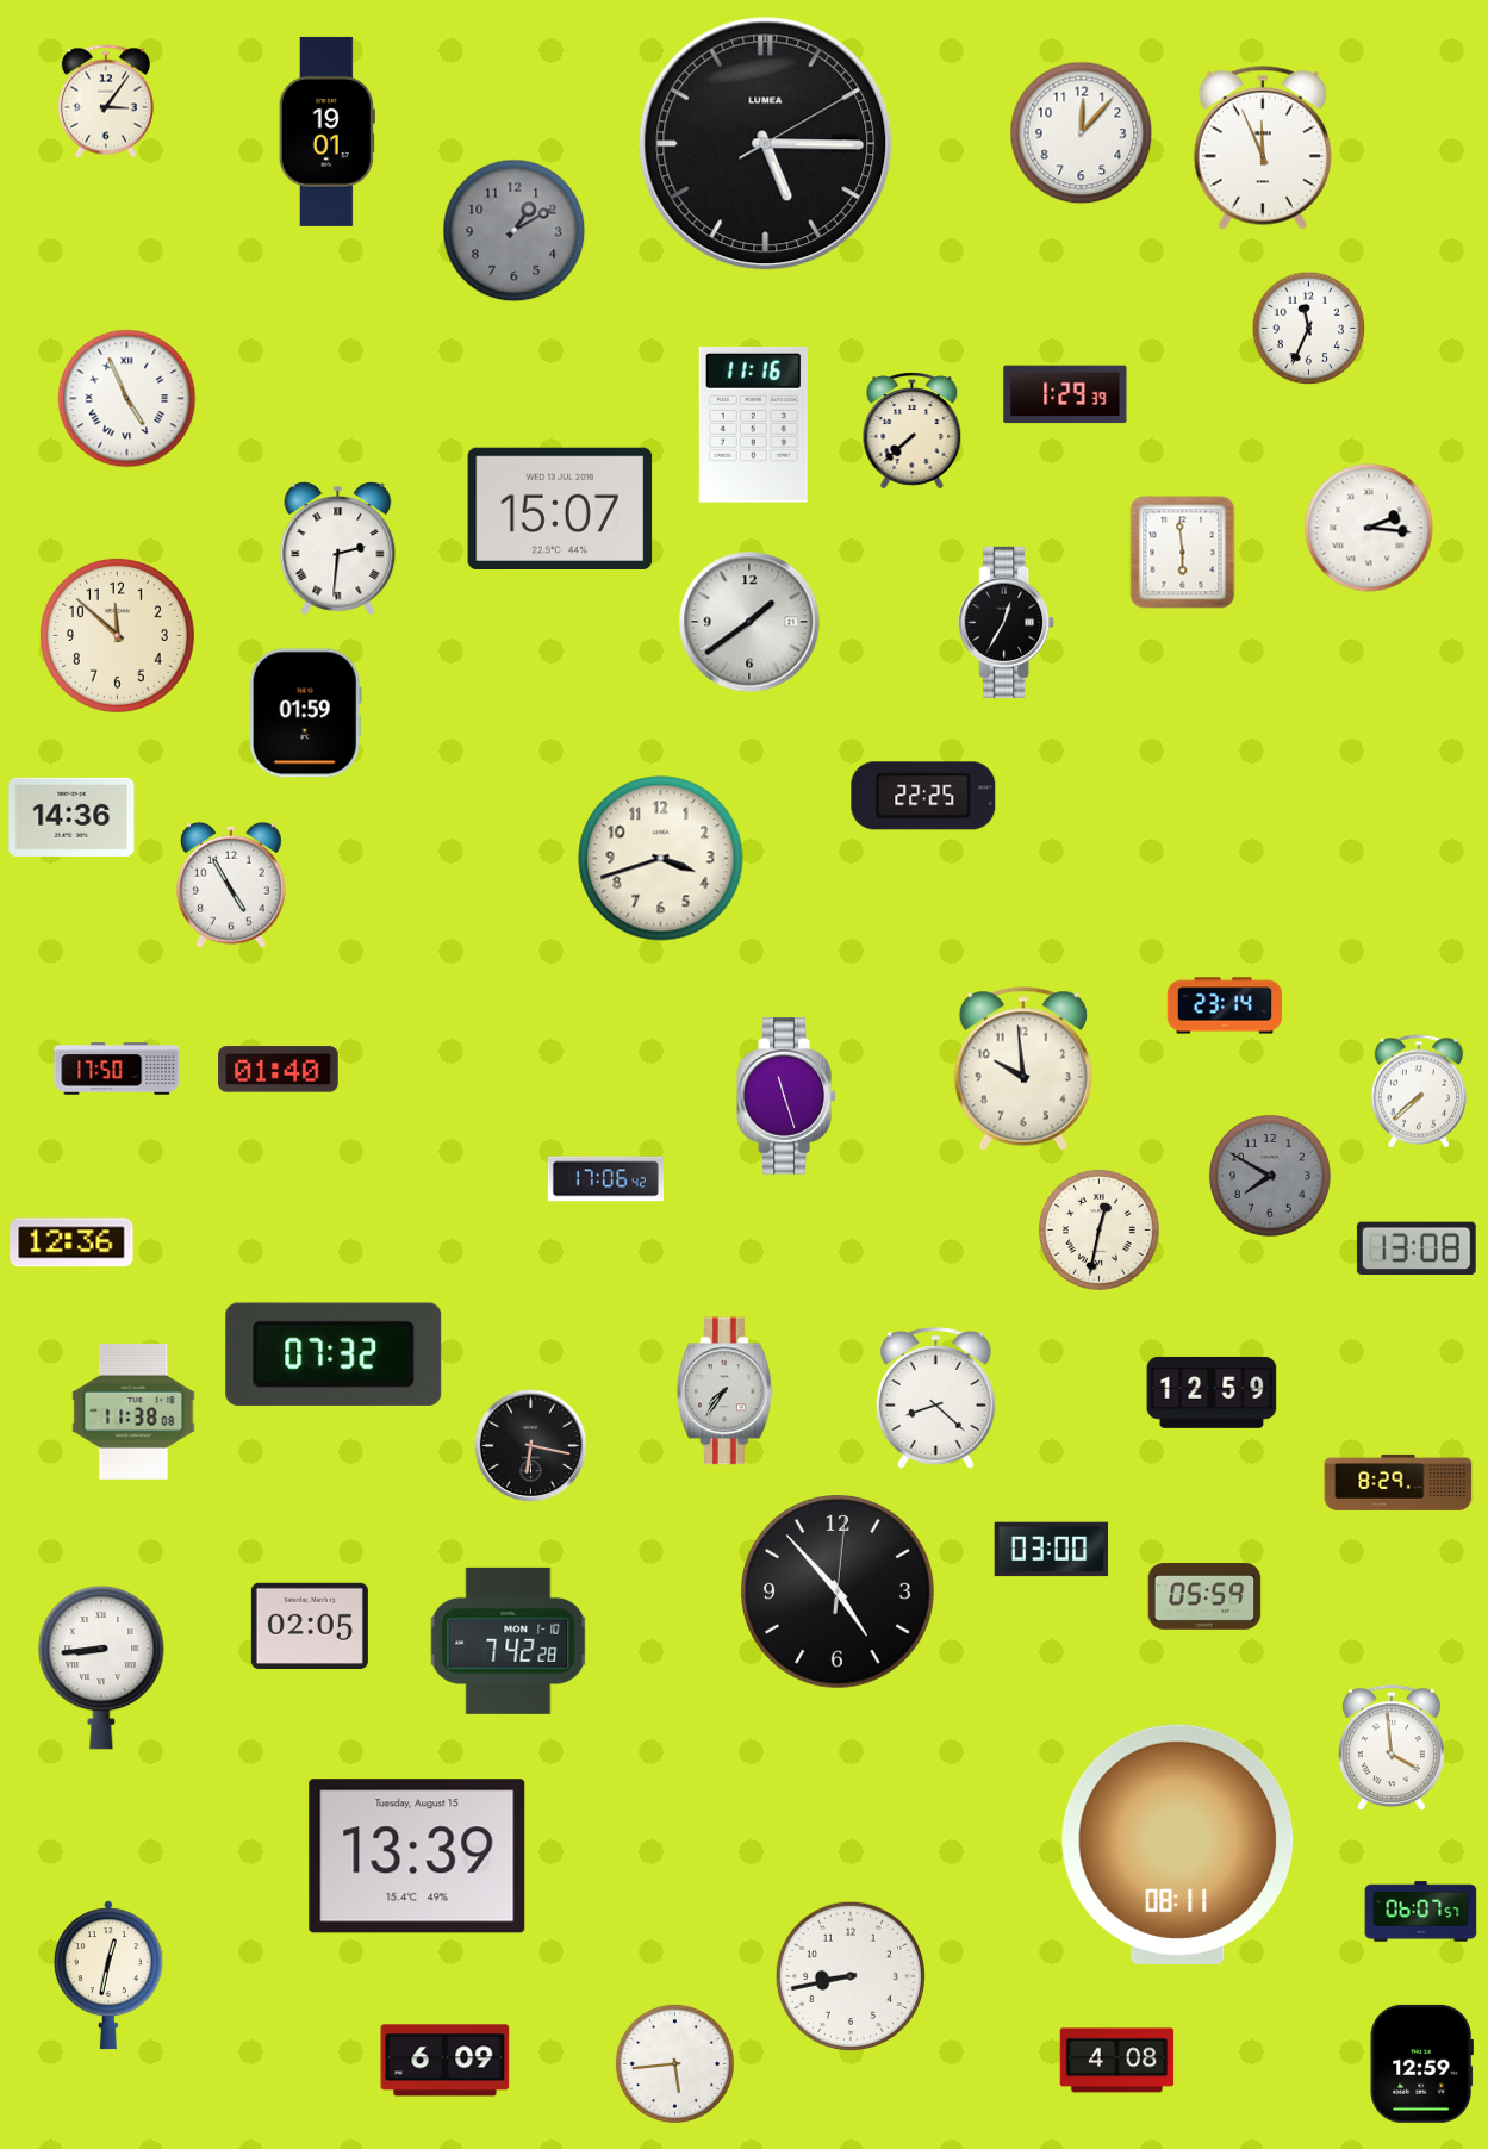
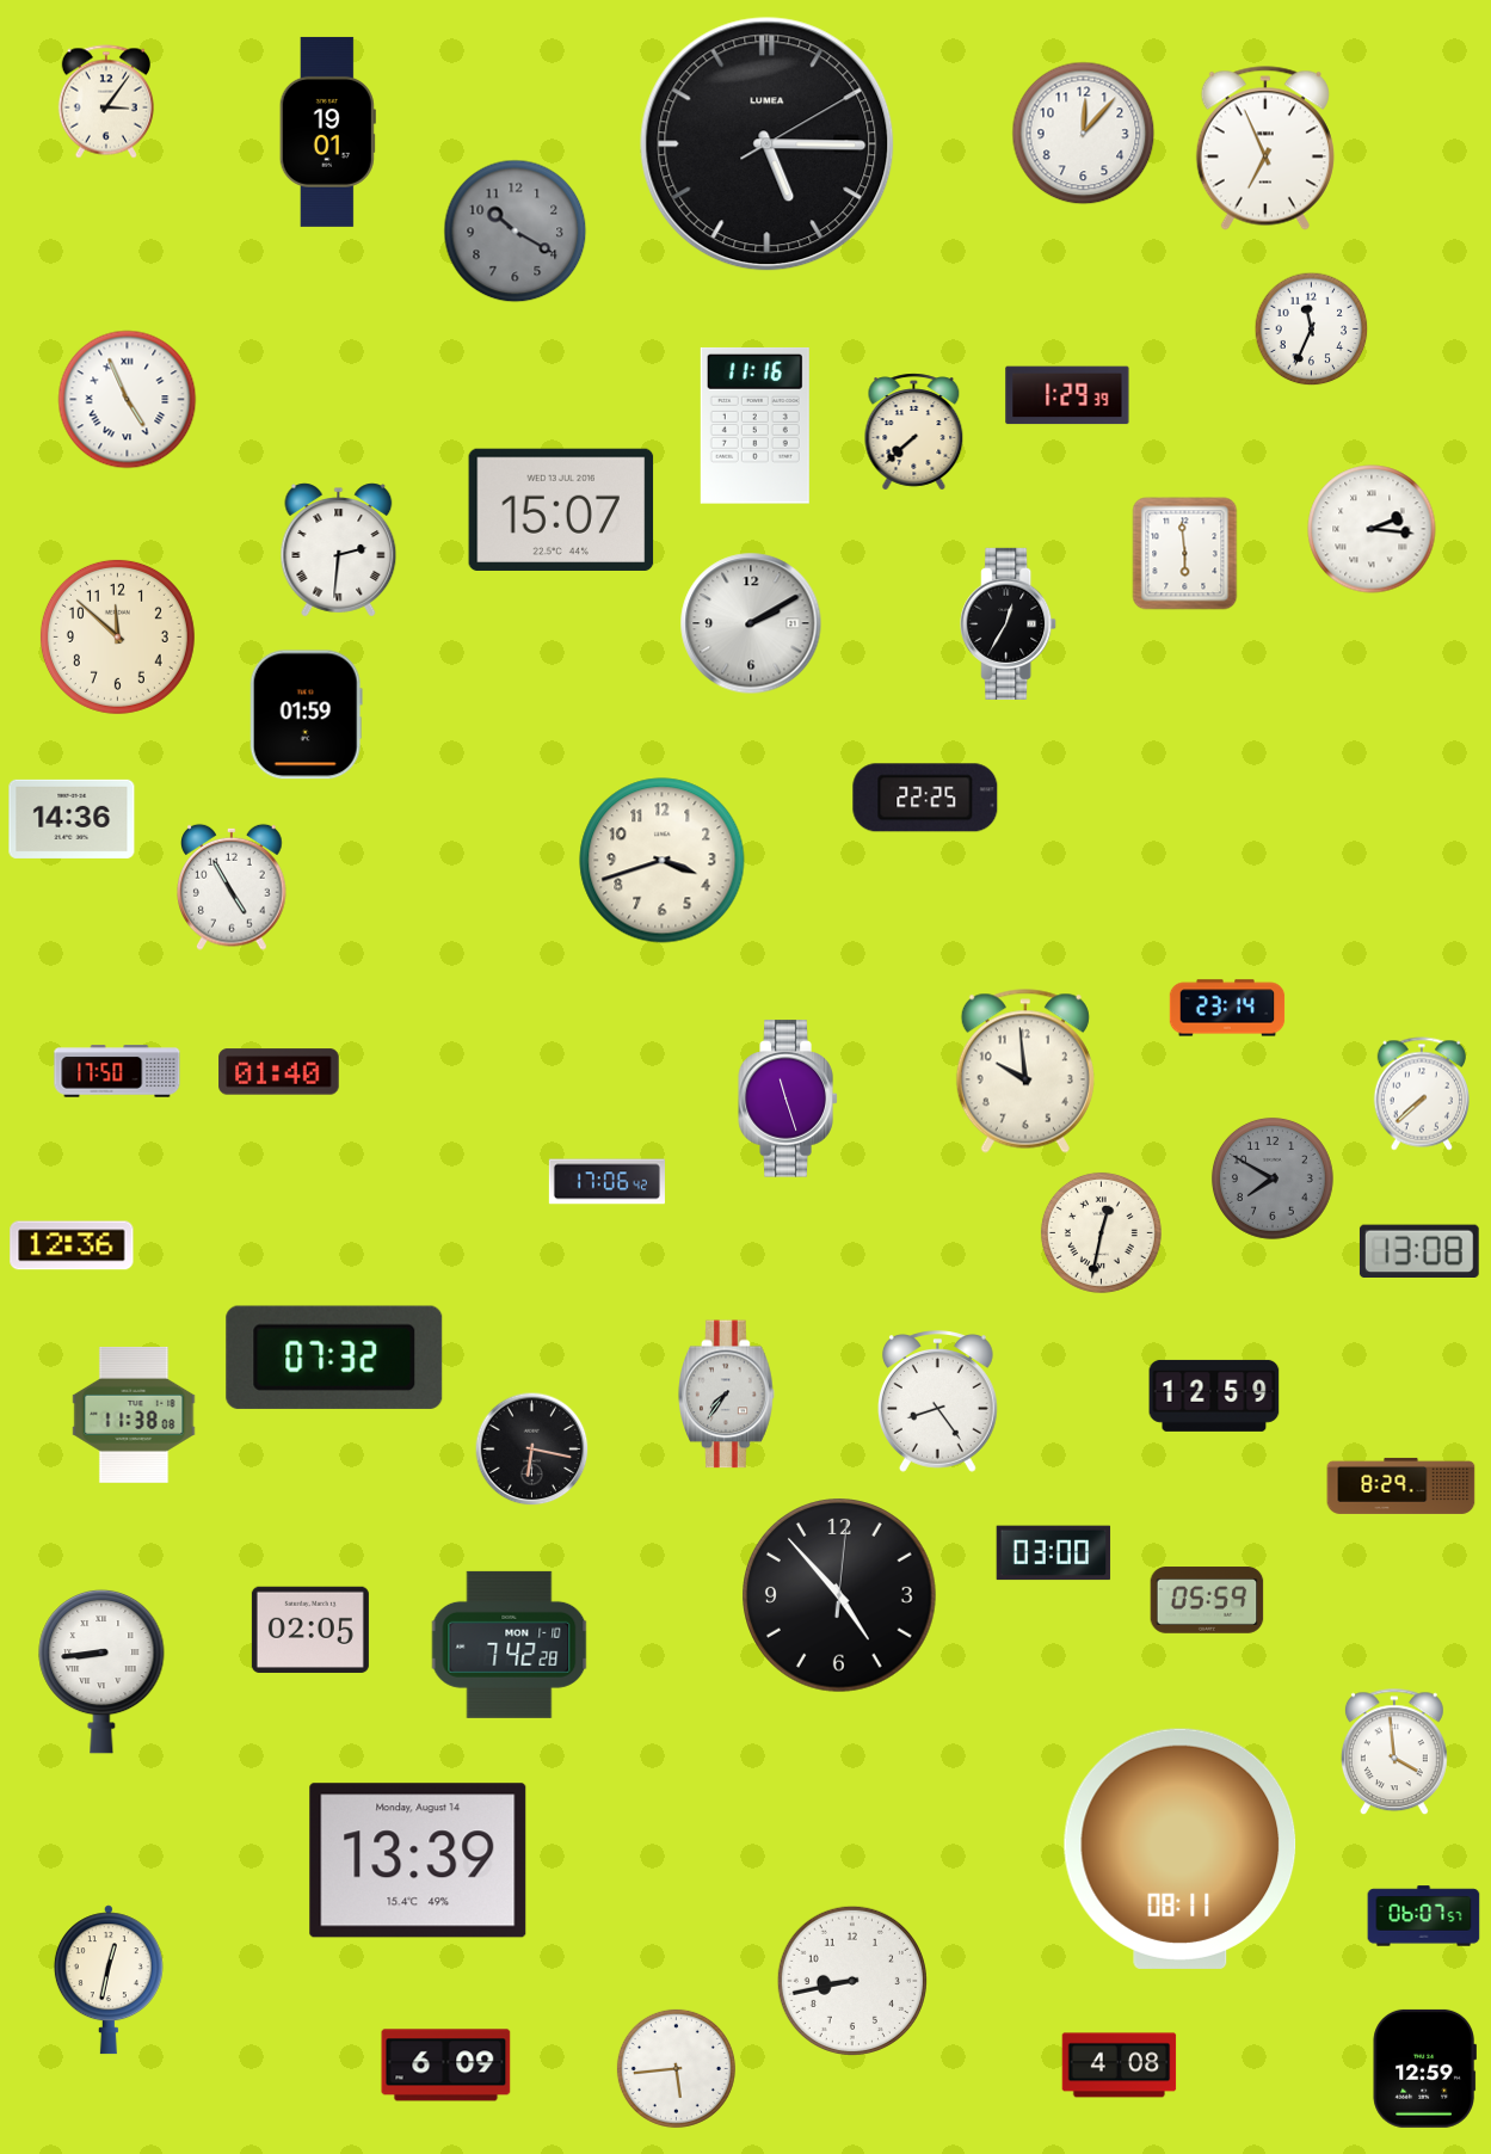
clock at (1263, 148): 11:56 -> 6:56
clock at (515, 231): 1:10 -> 10:20
clock at (749, 622): 1:39 -> 2:10
clock at (935, 1399): 8:22 -> 8:24
clock at (417, 1856) date: Tuesday, August 15 -> Monday, August 14
